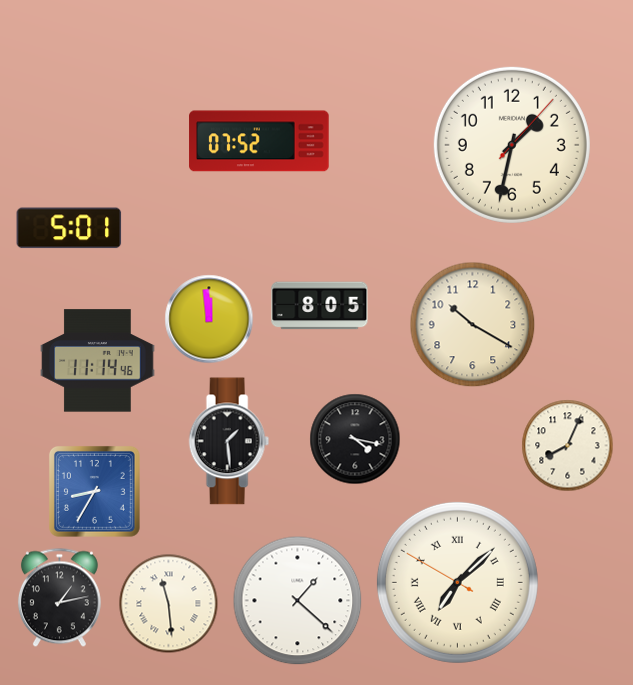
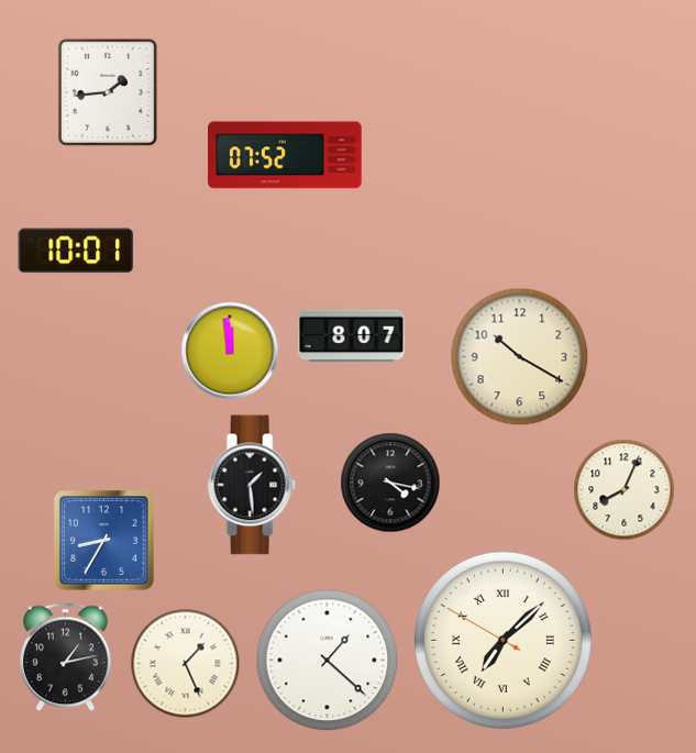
clock at (108, 92): none -> 1:44
clock at (512, 145): 1:32 -> none
clock at (69, 228): 5:01 -> 10:01
clock at (320, 306): 8:05 -> 8:07
clock at (98, 361): 11:14 -> none
clock at (169, 604): 11:29 -> 1:26
